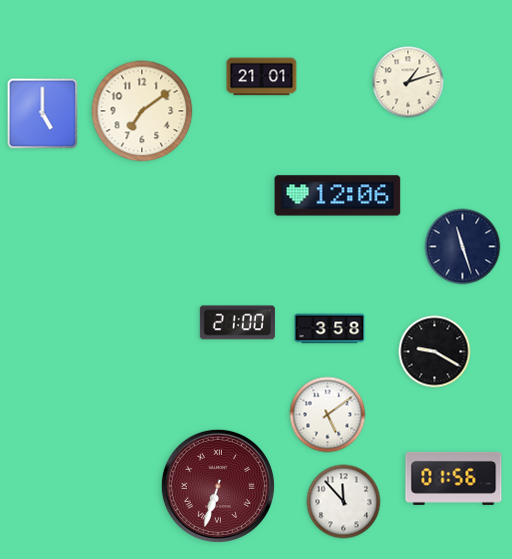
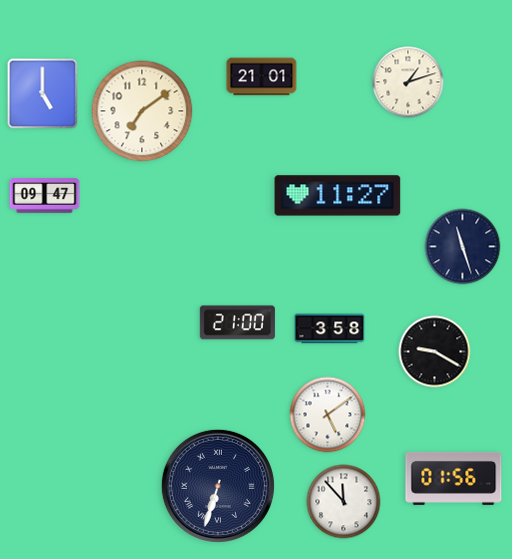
clock at (43, 114) position: (43, 114) -> (43, 94)
clock at (45, 196): none -> 09:47
clock at (338, 196): 12:06 -> 11:27
clock at (218, 486) dial: burgundy -> navy
